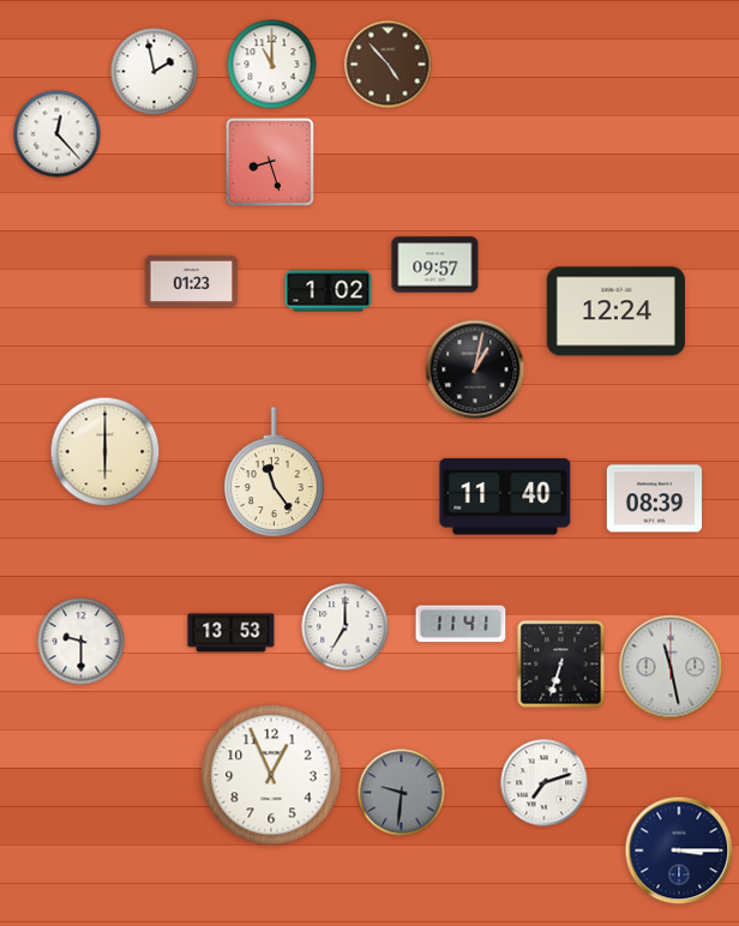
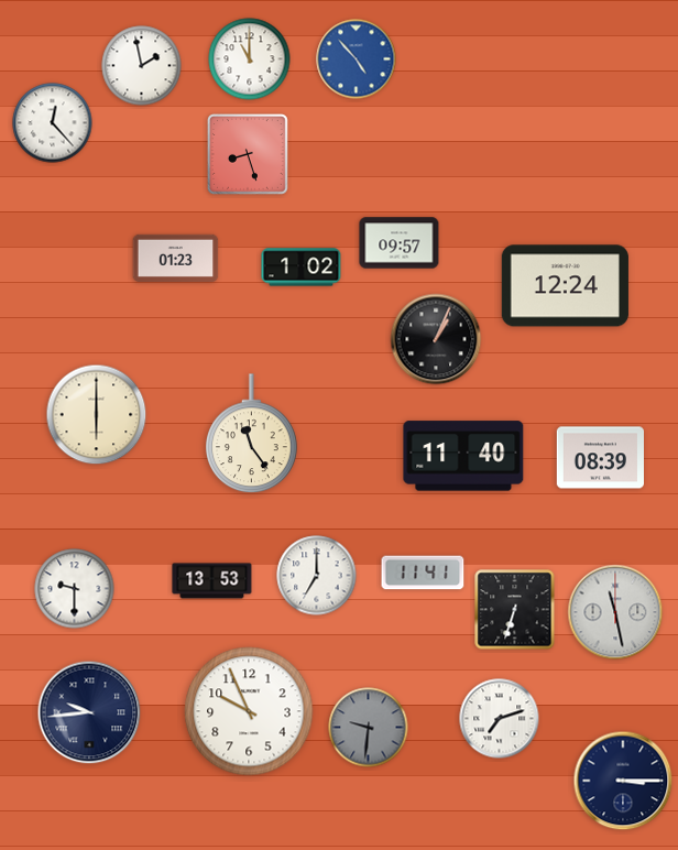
clock at (389, 65) dial: brown -> blue
clock at (271, 163) position: (271, 163) -> (249, 155)
clock at (475, 369): 1:02 -> 1:04
clock at (271, 775): 12:56 -> 9:56
clock at (89, 712): none -> 9:44
